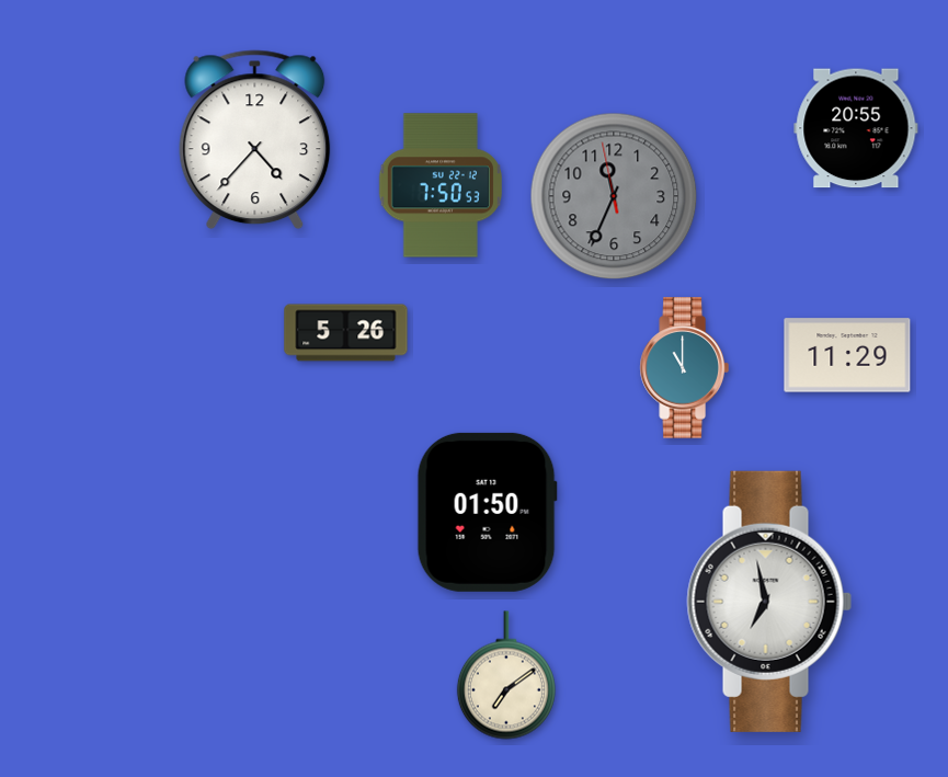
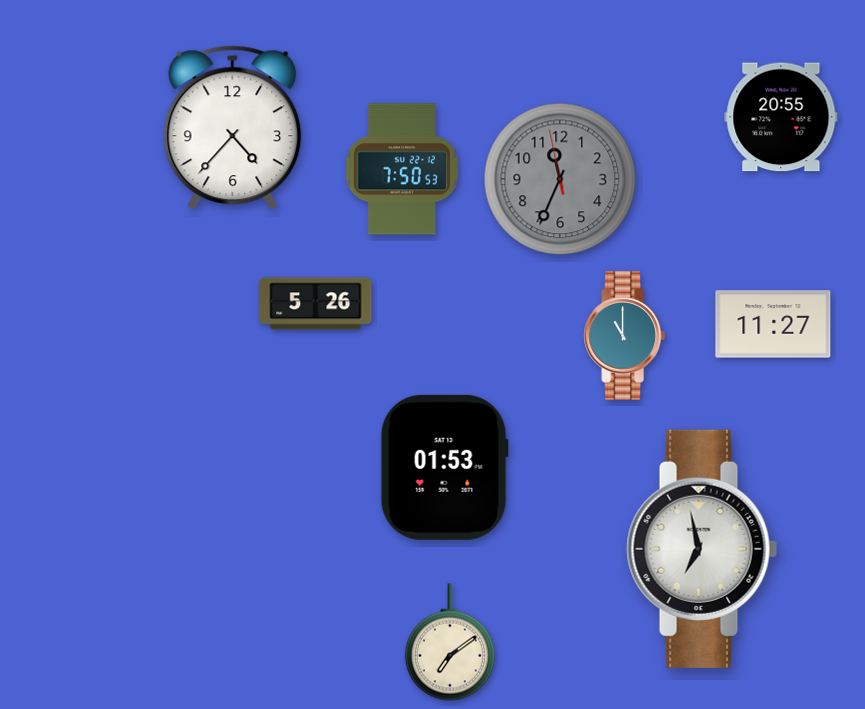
clock at (847, 355): 11:29 -> 11:27
clock at (487, 512): 01:50 -> 01:53
clock at (506, 675) position: (506, 675) -> (450, 642)
